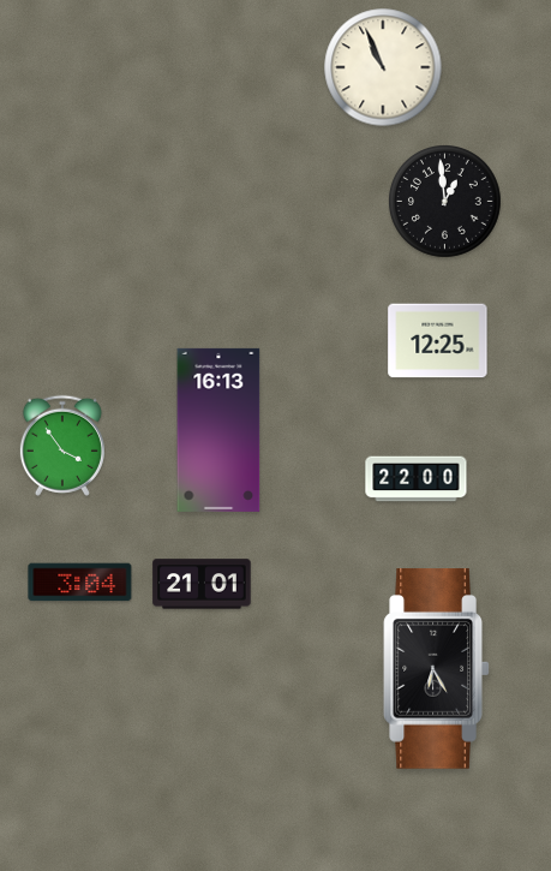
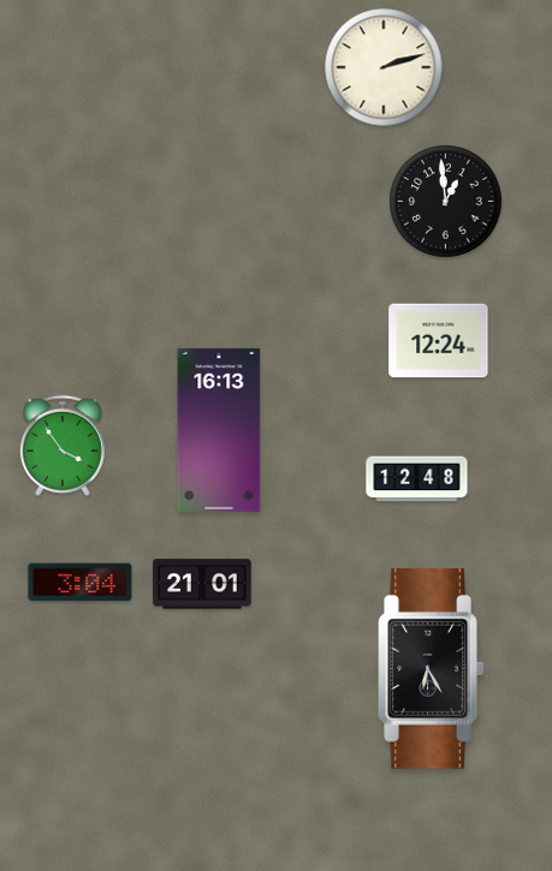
clock at (383, 67): 10:56 -> 2:12
clock at (438, 341): 12:25 -> 12:24
clock at (417, 479): 22:00 -> 12:48
clock at (437, 669) position: (437, 669) -> (432, 669)
